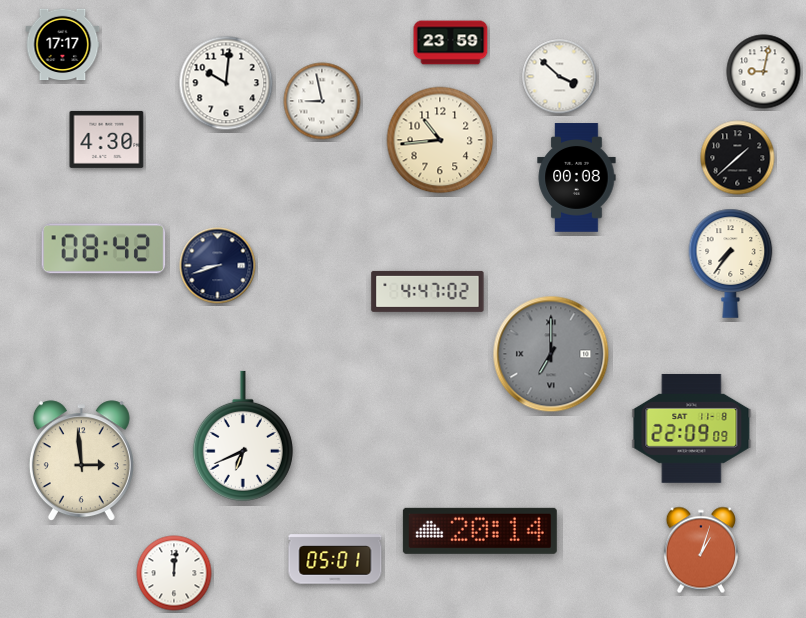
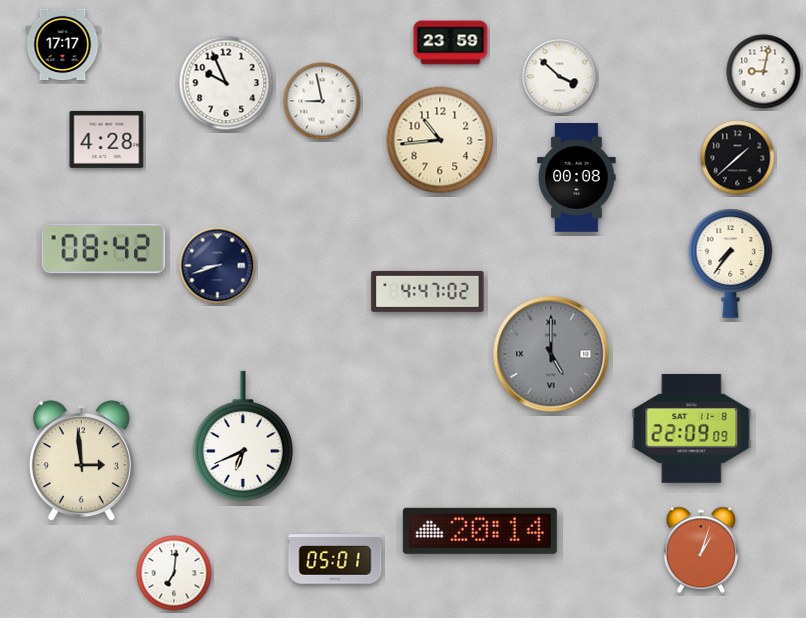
clock at (226, 83): 10:01 -> 9:56
clock at (107, 139): 4:30 -> 4:28
clock at (551, 354): 7:00 -> 5:00
clock at (174, 573): 12:01 -> 7:01
